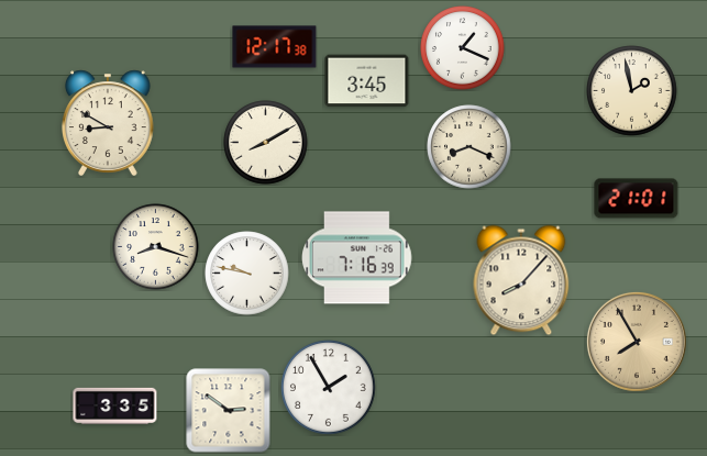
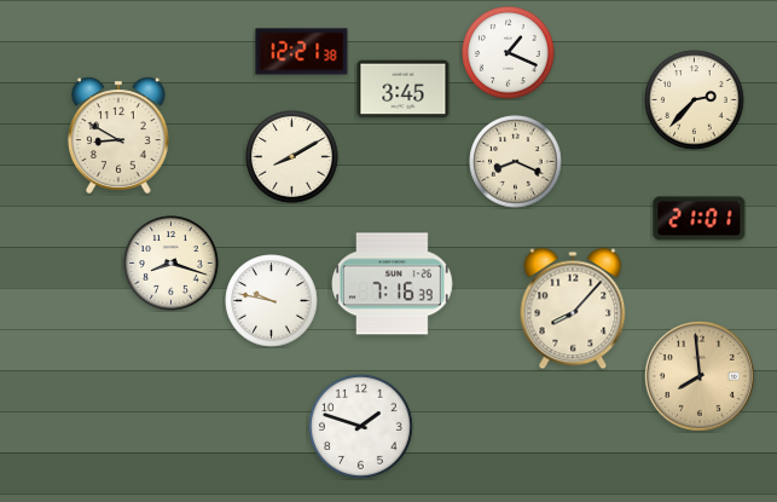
clock at (275, 47): 12:17 -> 12:21
clock at (632, 91): 1:58 -> 2:37
clock at (156, 247) position: (156, 247) -> (172, 264)
clock at (637, 342): 7:55 -> 7:59
clock at (329, 388): 1:55 -> 1:48
clock at (115, 405): 3:35 -> none
clock at (229, 411): 2:51 -> none
